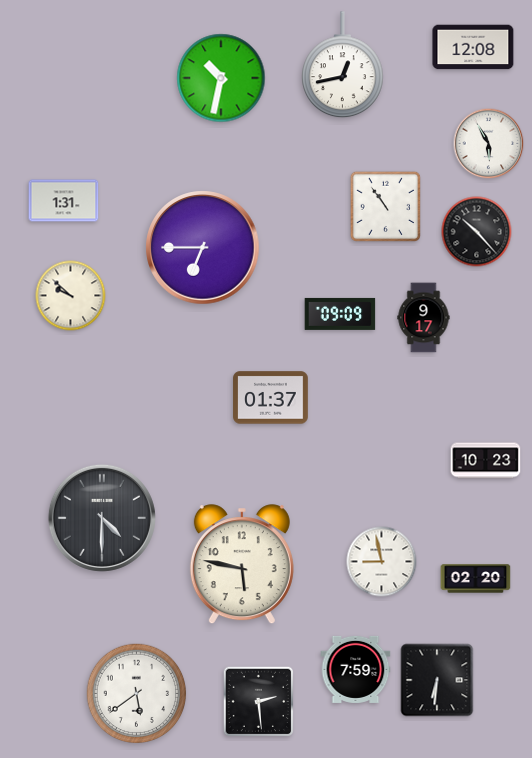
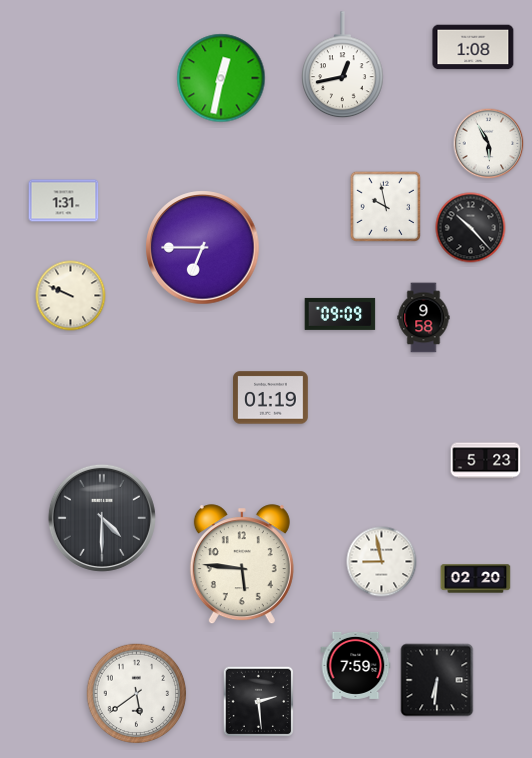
clock at (473, 47): 12:08 -> 1:08
clock at (221, 78): 10:32 -> 12:32
clock at (385, 206): 10:54 -> 9:58
clock at (477, 232) position: (477, 232) -> (471, 228)
clock at (71, 296): 9:52 -> 9:49
clock at (424, 318): 9:17 -> 9:58
clock at (271, 398): 01:37 -> 01:19
clock at (486, 461): 10:23 -> 5:23
clock at (242, 565): 5:47 -> 5:46
clock at (356, 669) position: (356, 669) -> (356, 665)
